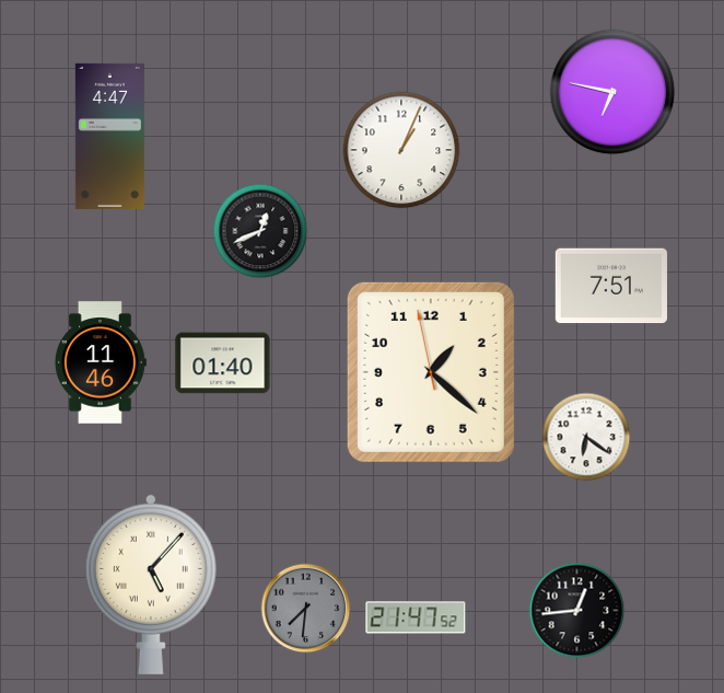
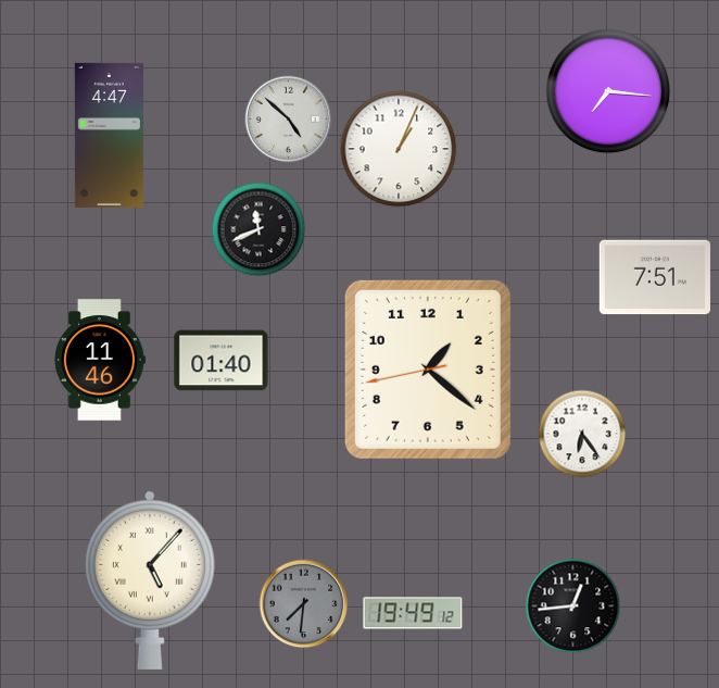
clock at (612, 92): 6:47 -> 7:16
clock at (289, 120): none -> 4:52
clock at (260, 231): 12:41 -> 11:41
clock at (611, 286) position: (611, 286) -> (655, 277)
clock at (431, 372): 1:21:58 -> 1:21:43
clock at (586, 437): 6:21 -> 6:24
clock at (416, 617): 21:47 -> 19:49
